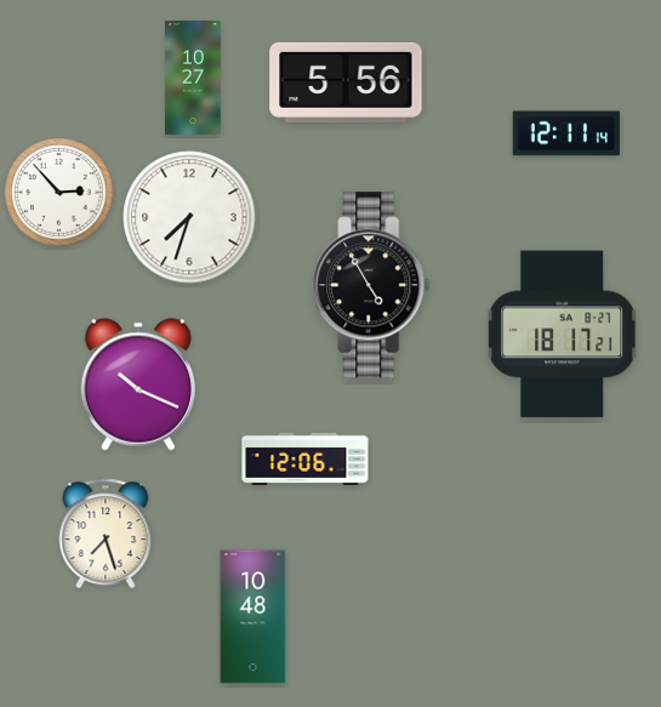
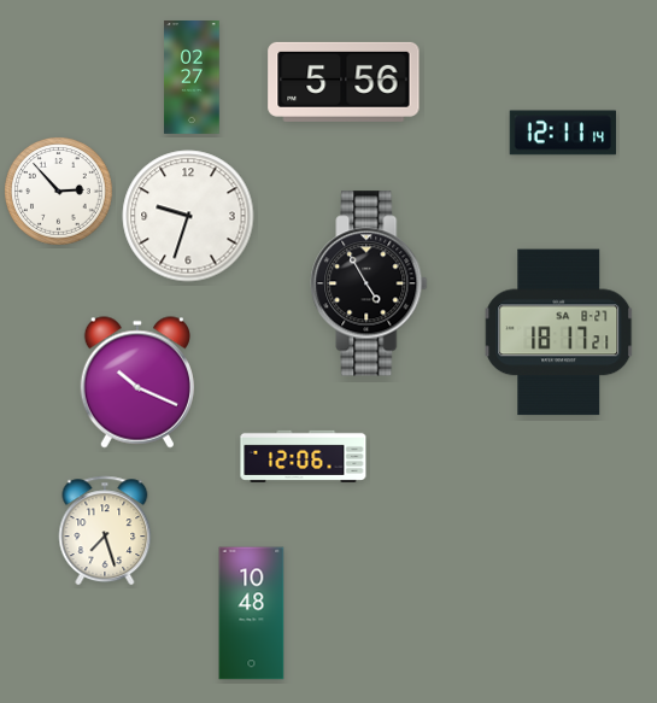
clock at (193, 79): 10:27 -> 02:27
clock at (189, 217): 7:33 -> 9:33
